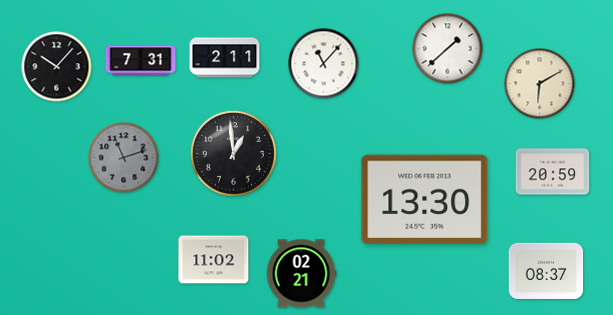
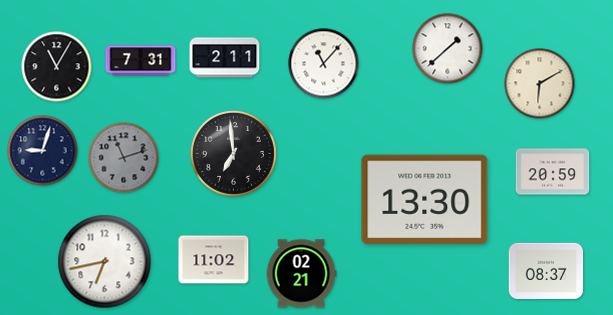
clock at (57, 67): 10:07 -> 11:05
clock at (43, 151): none -> 9:03
clock at (233, 153): 12:59 -> 6:59
clock at (105, 262): none -> 6:43
